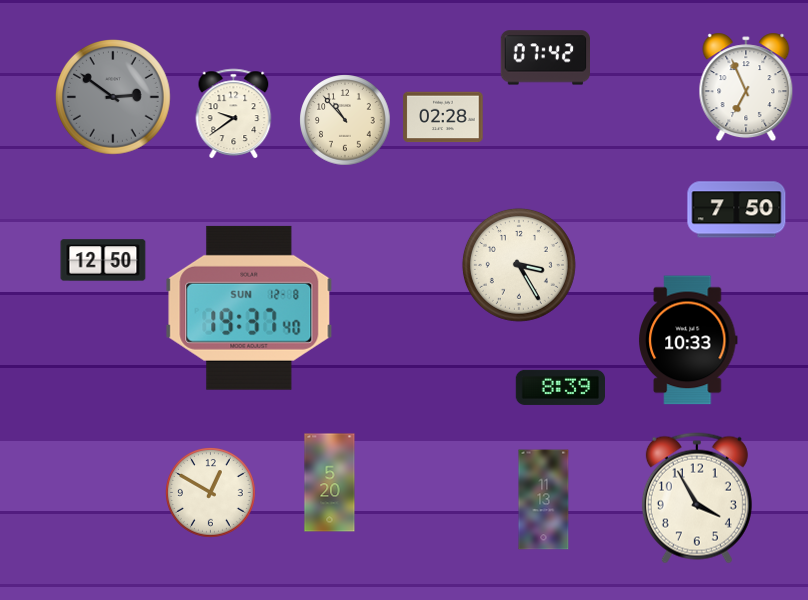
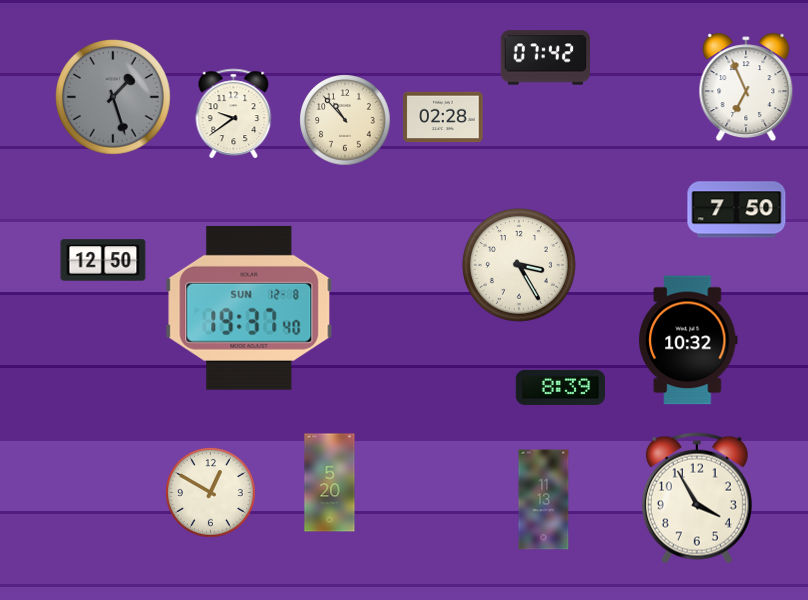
clock at (114, 98): 2:51 -> 1:27
clock at (689, 340): 10:33 -> 10:32
